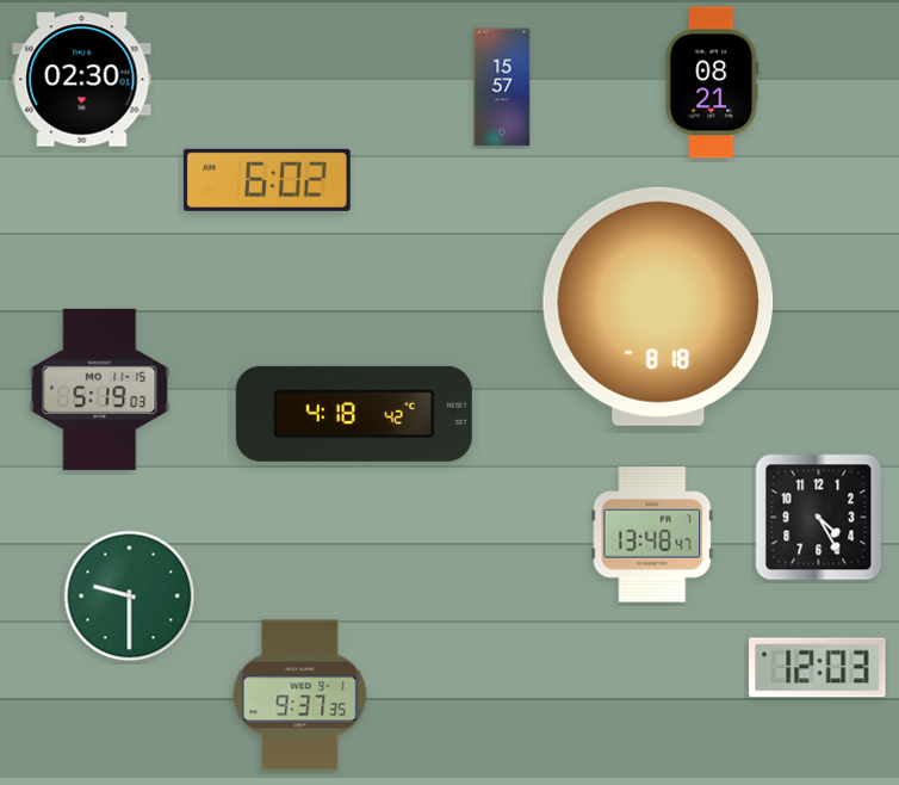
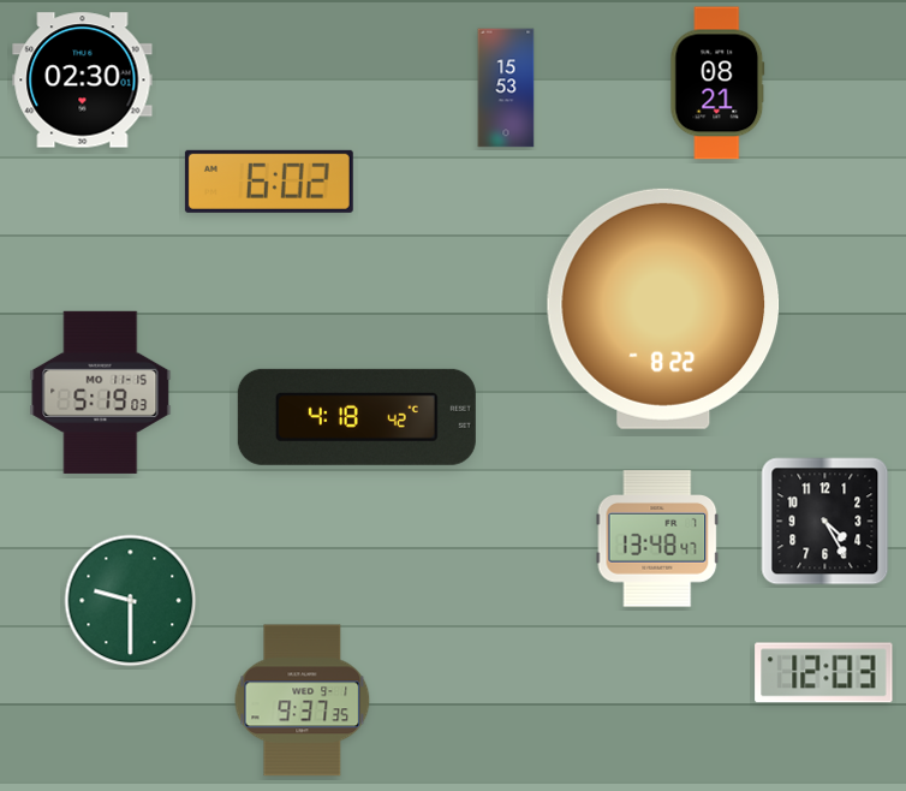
clock at (502, 87): 15:57 -> 15:53
clock at (658, 307): 8:18 -> 8:22
